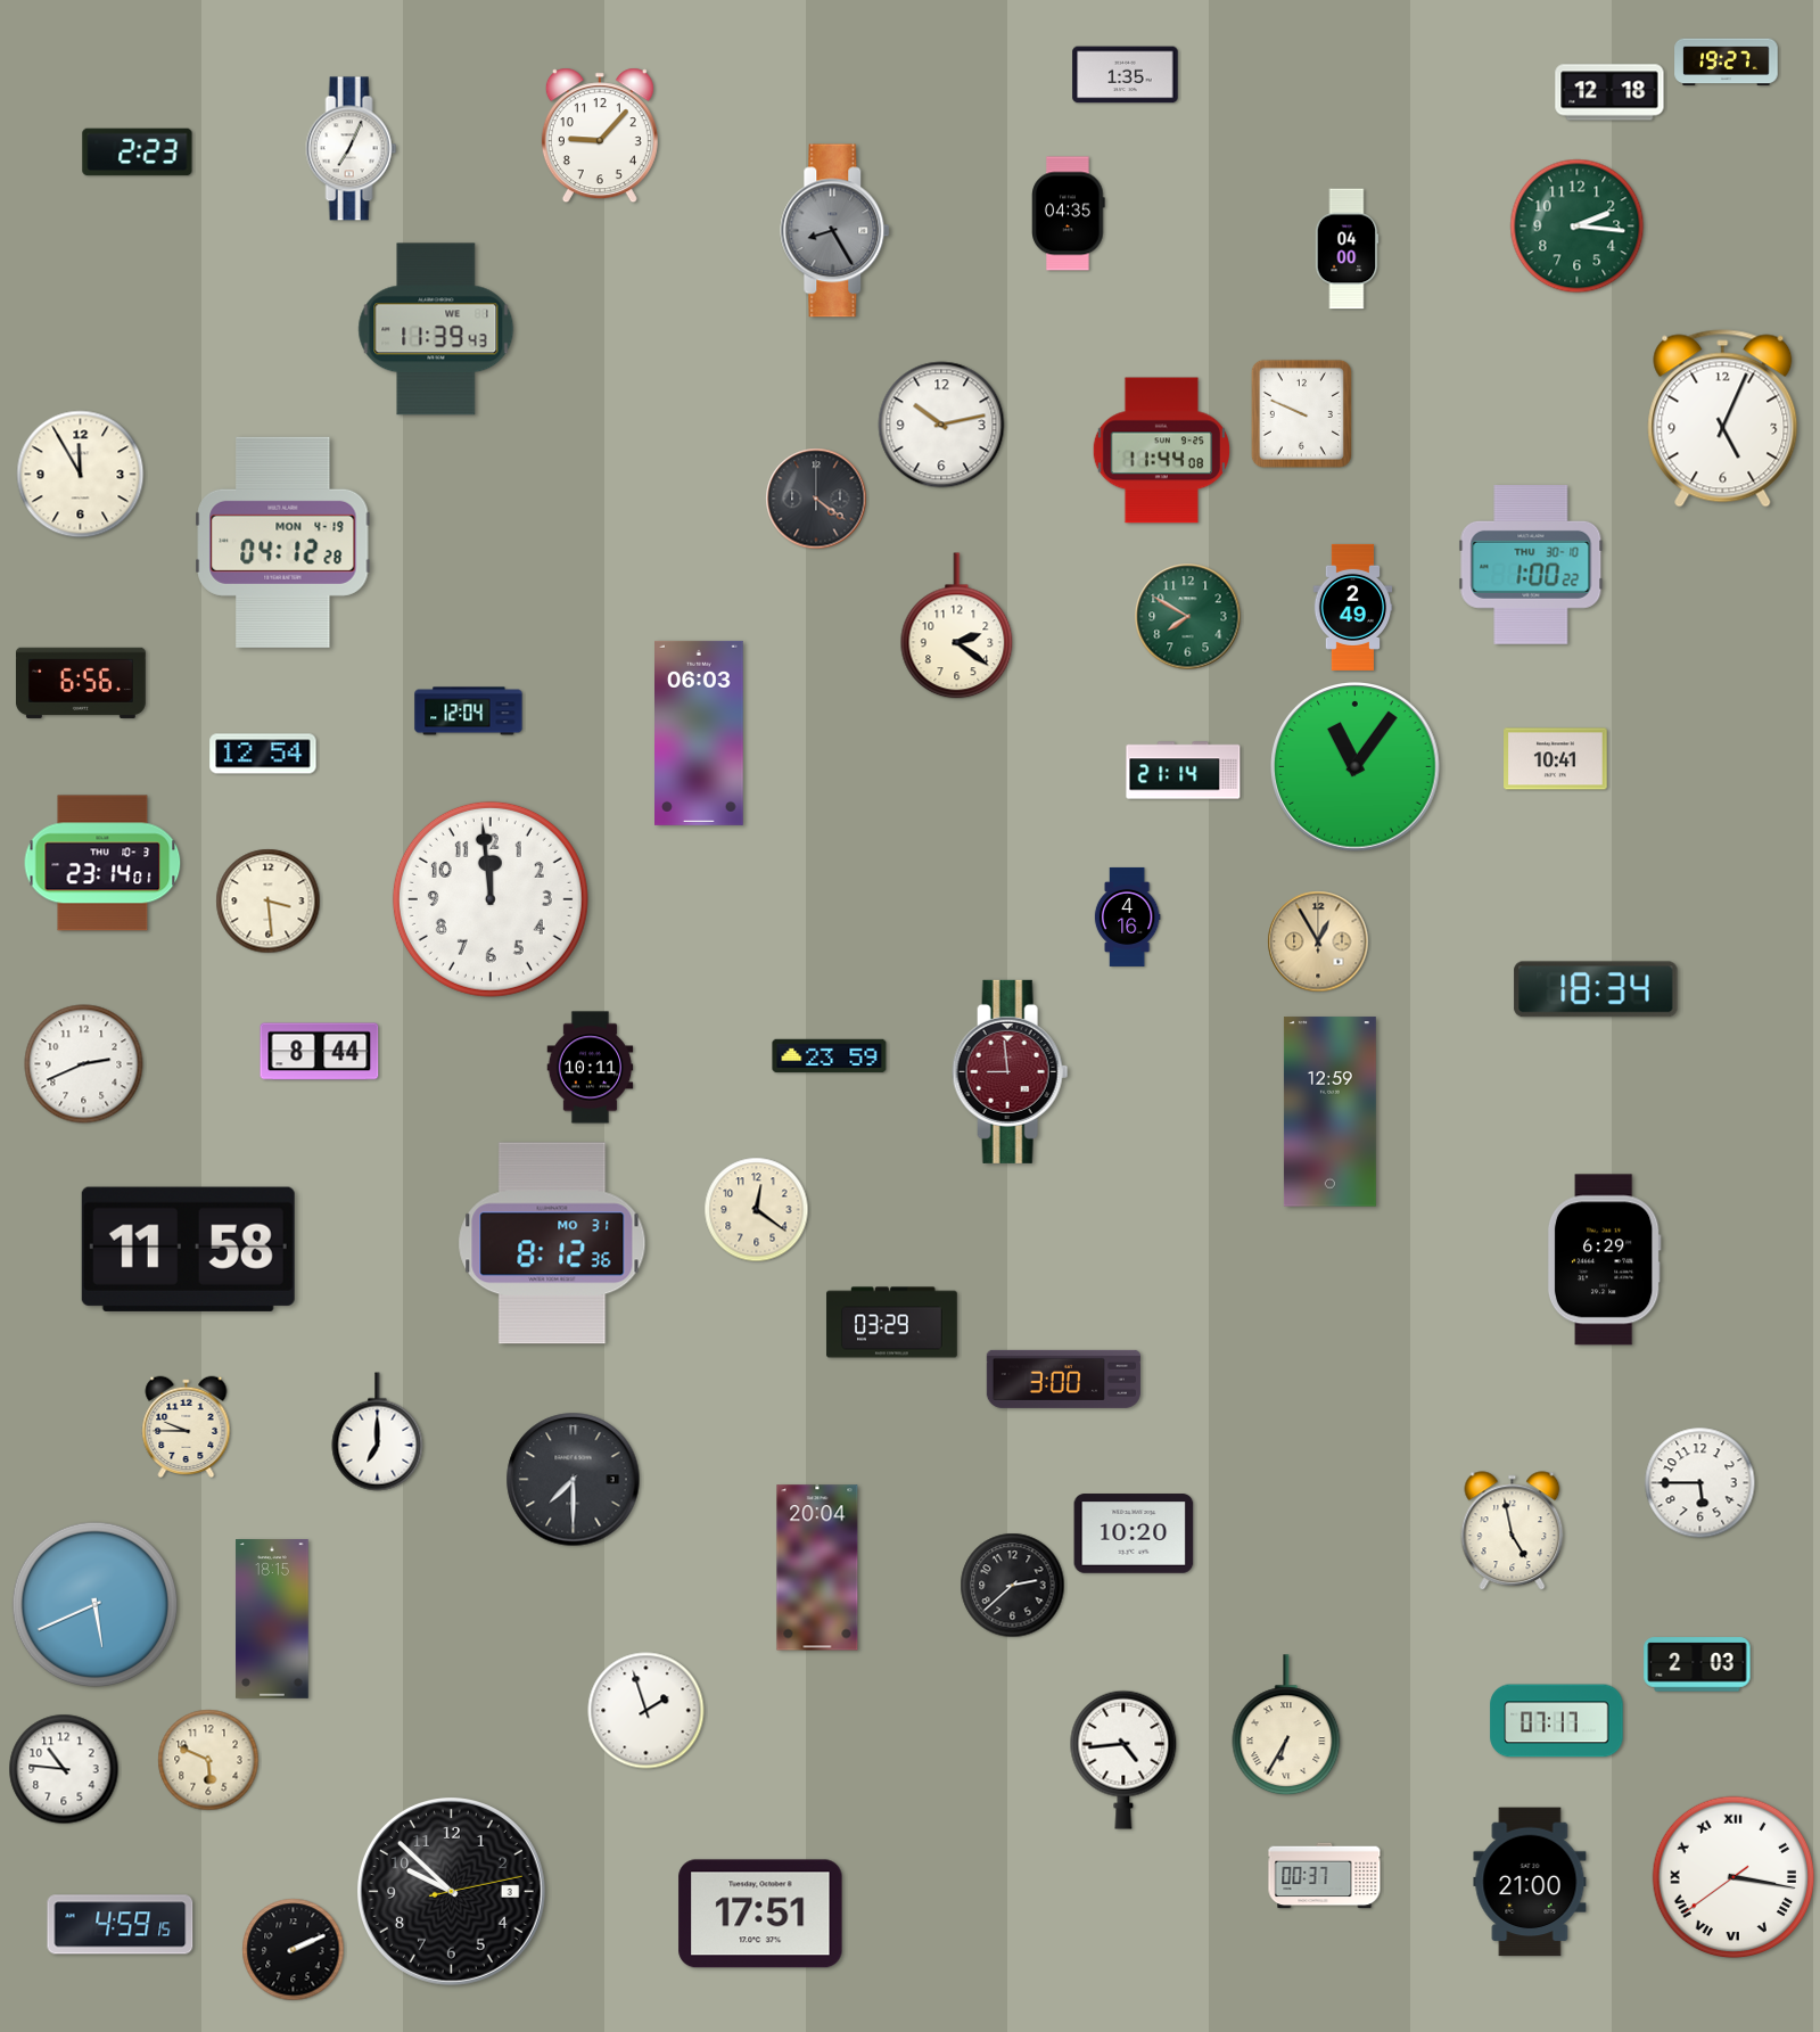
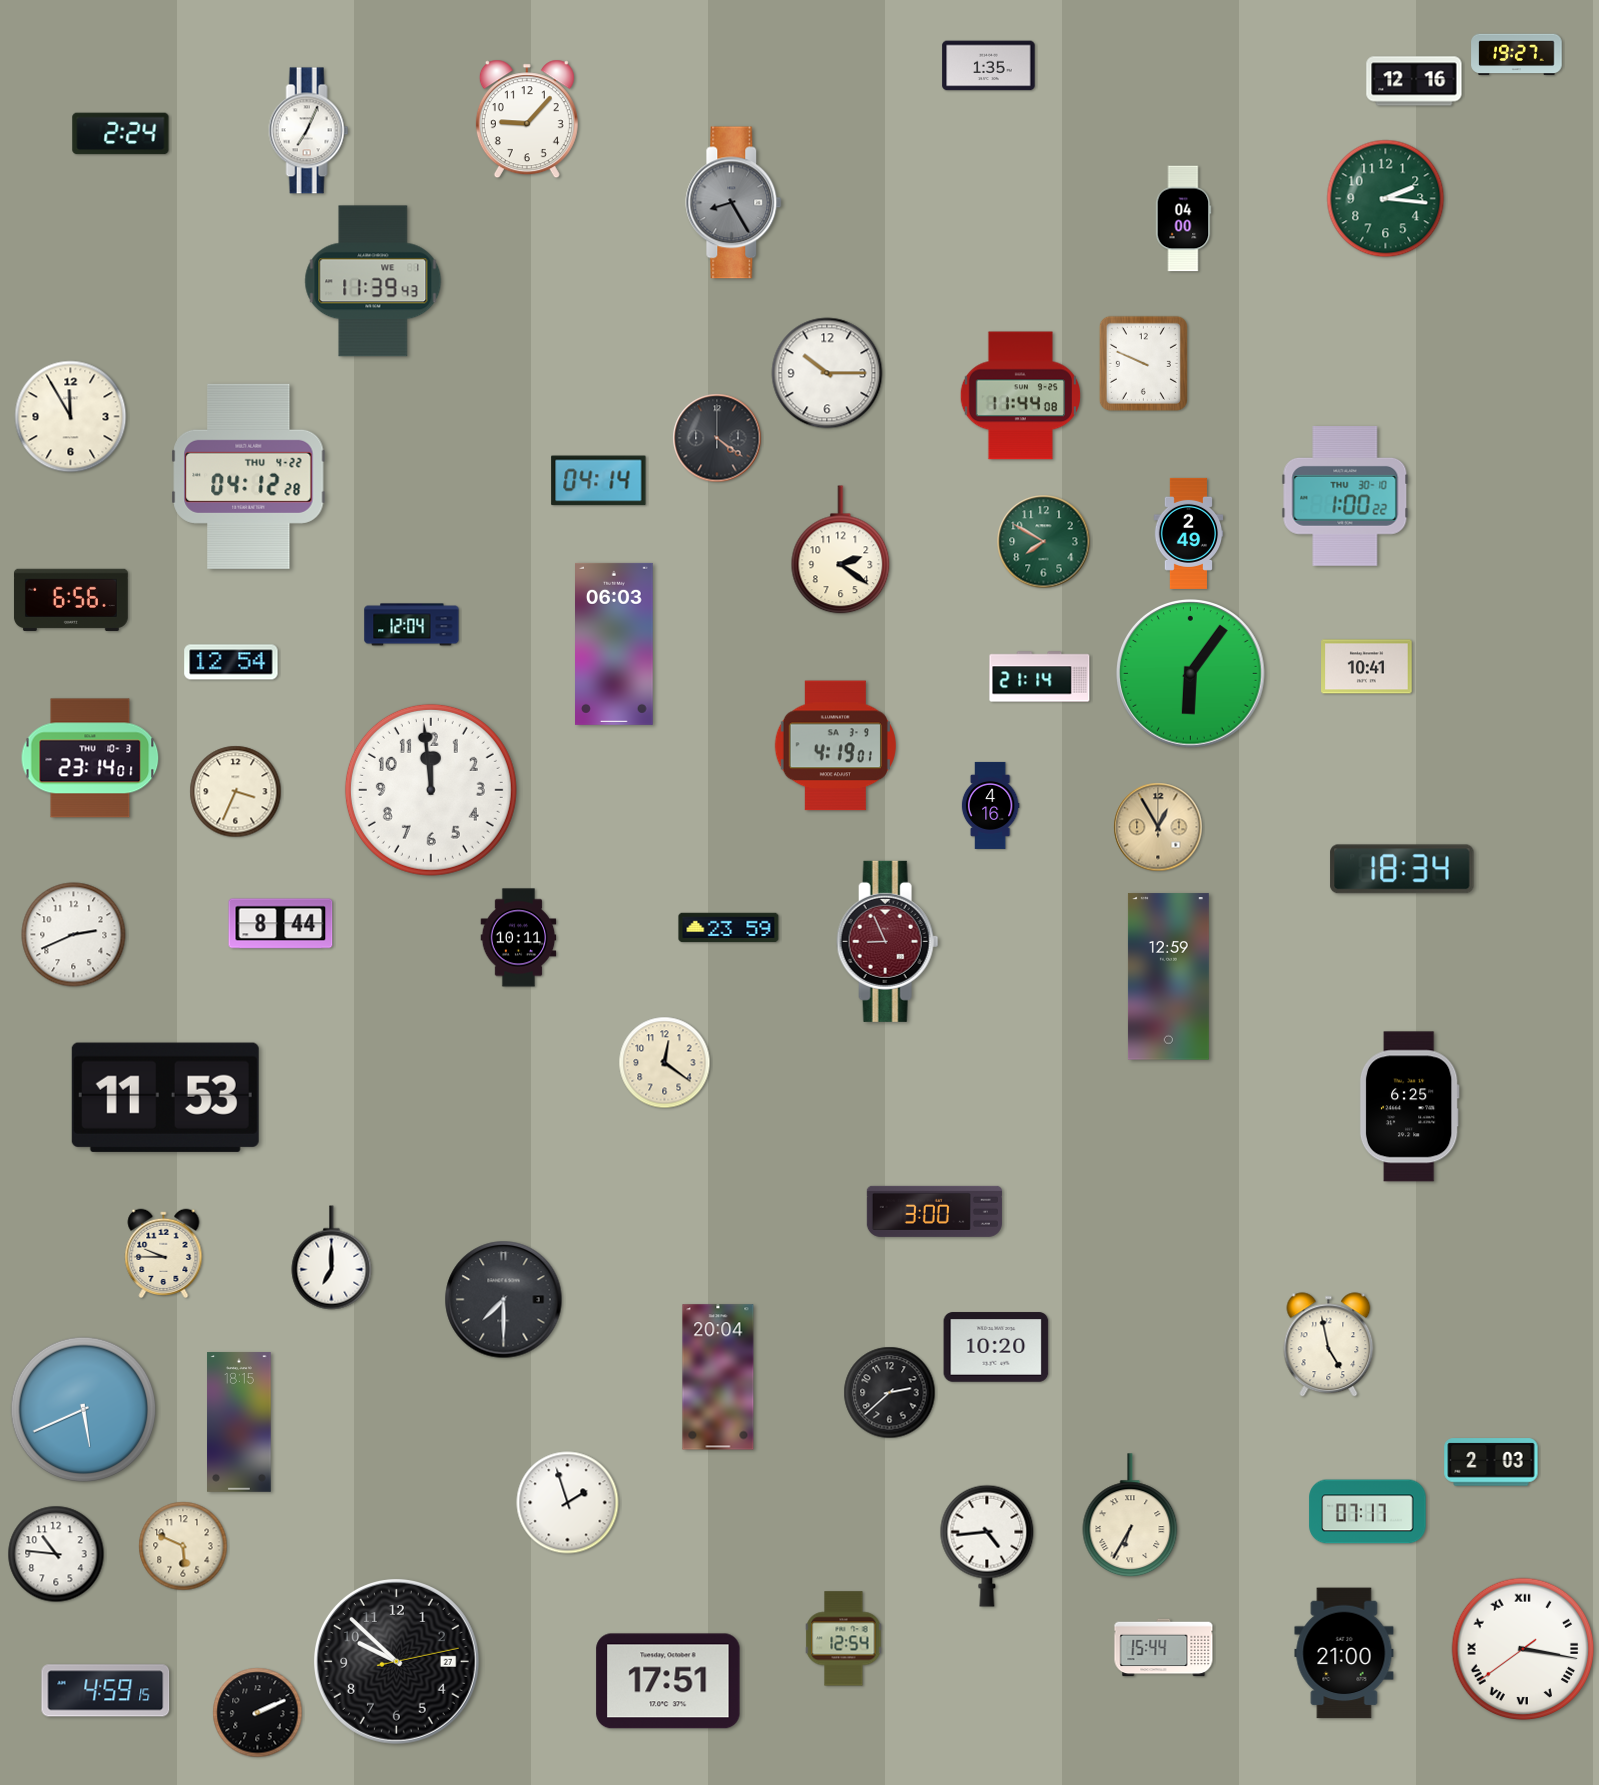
clock at (1609, 92): 12:18 -> 12:16
clock at (138, 153): 2:23 -> 2:24
clock at (1069, 214): 04:35 -> none
clock at (436, 329) position: (436, 329) -> (373, 281)
clock at (1723, 419): 5:04 -> none
clock at (941, 425): 10:13 -> 10:15
clock at (283, 542) date: MON 4-19 -> THU 4-22
clock at (599, 481): none -> 04:14
clock at (1356, 767): 11:06 -> 6:06
clock at (835, 746): none -> 4:19
clock at (269, 902): 3:29 -> 3:34
clock at (1011, 1071): 8:59 -> 8:56
clock at (552, 1243): 8:12 -> none
clock at (188, 1249): 11:58 -> 11:53
clock at (1604, 1260): 6:29 -> 6:25
clock at (892, 1323): 03:29 -> none
clock at (1700, 1483): 5:45 -> none
clock at (844, 1639): none -> 12:54
clock at (1325, 1876): 00:37 -> 15:44
clock at (451, 1891) date: 3 -> 27
